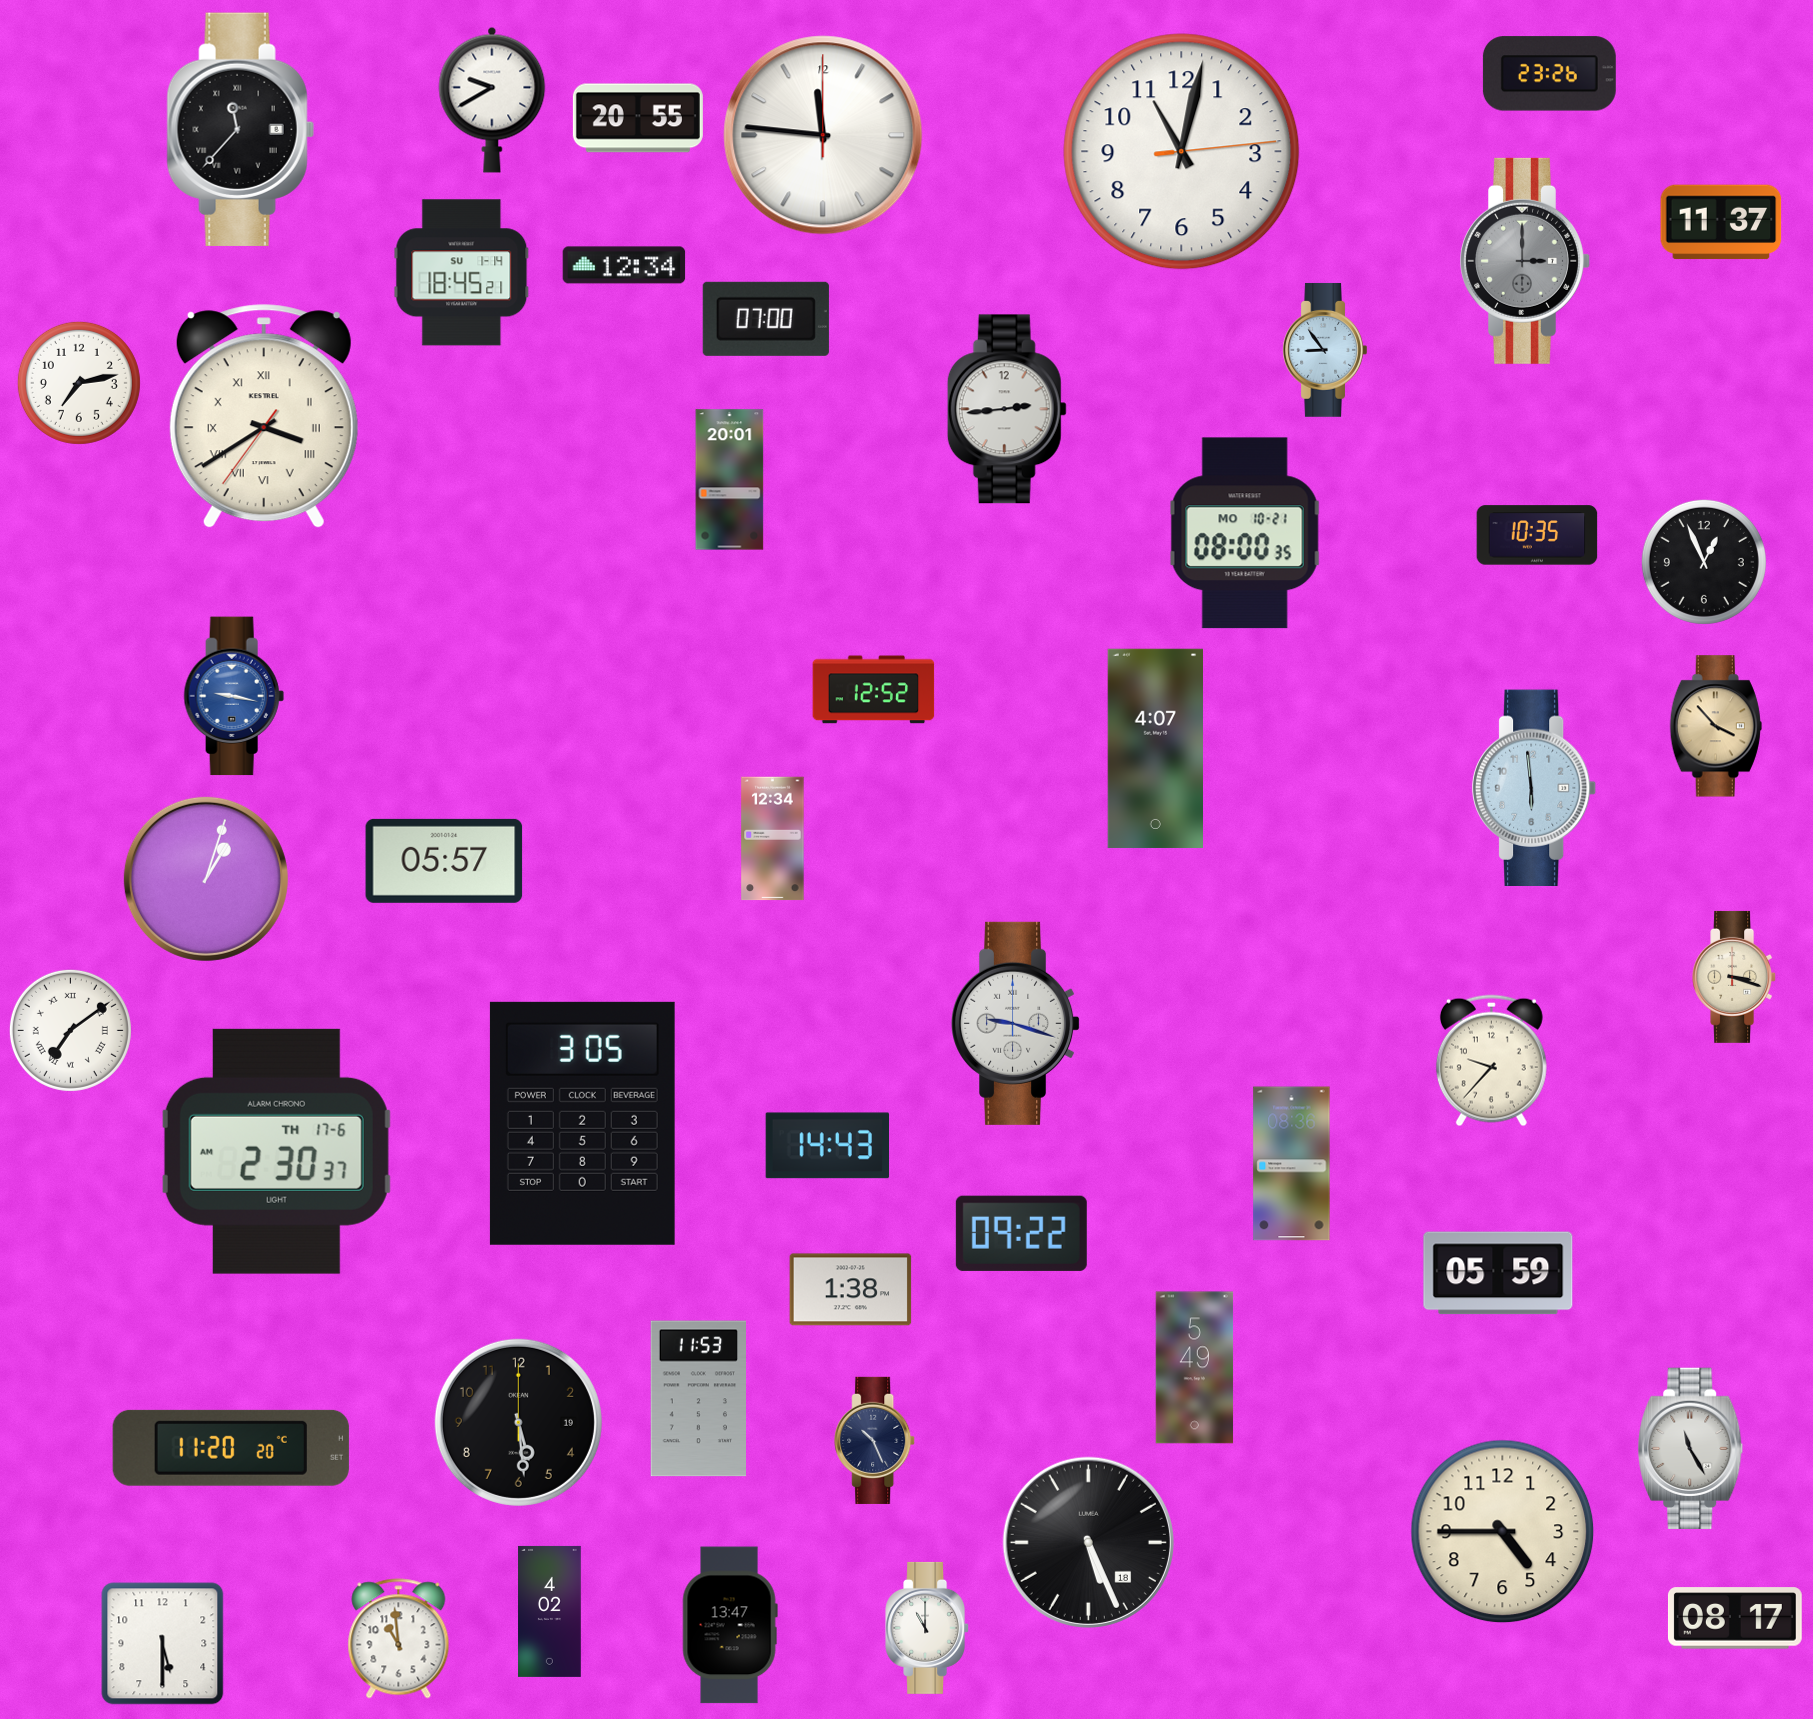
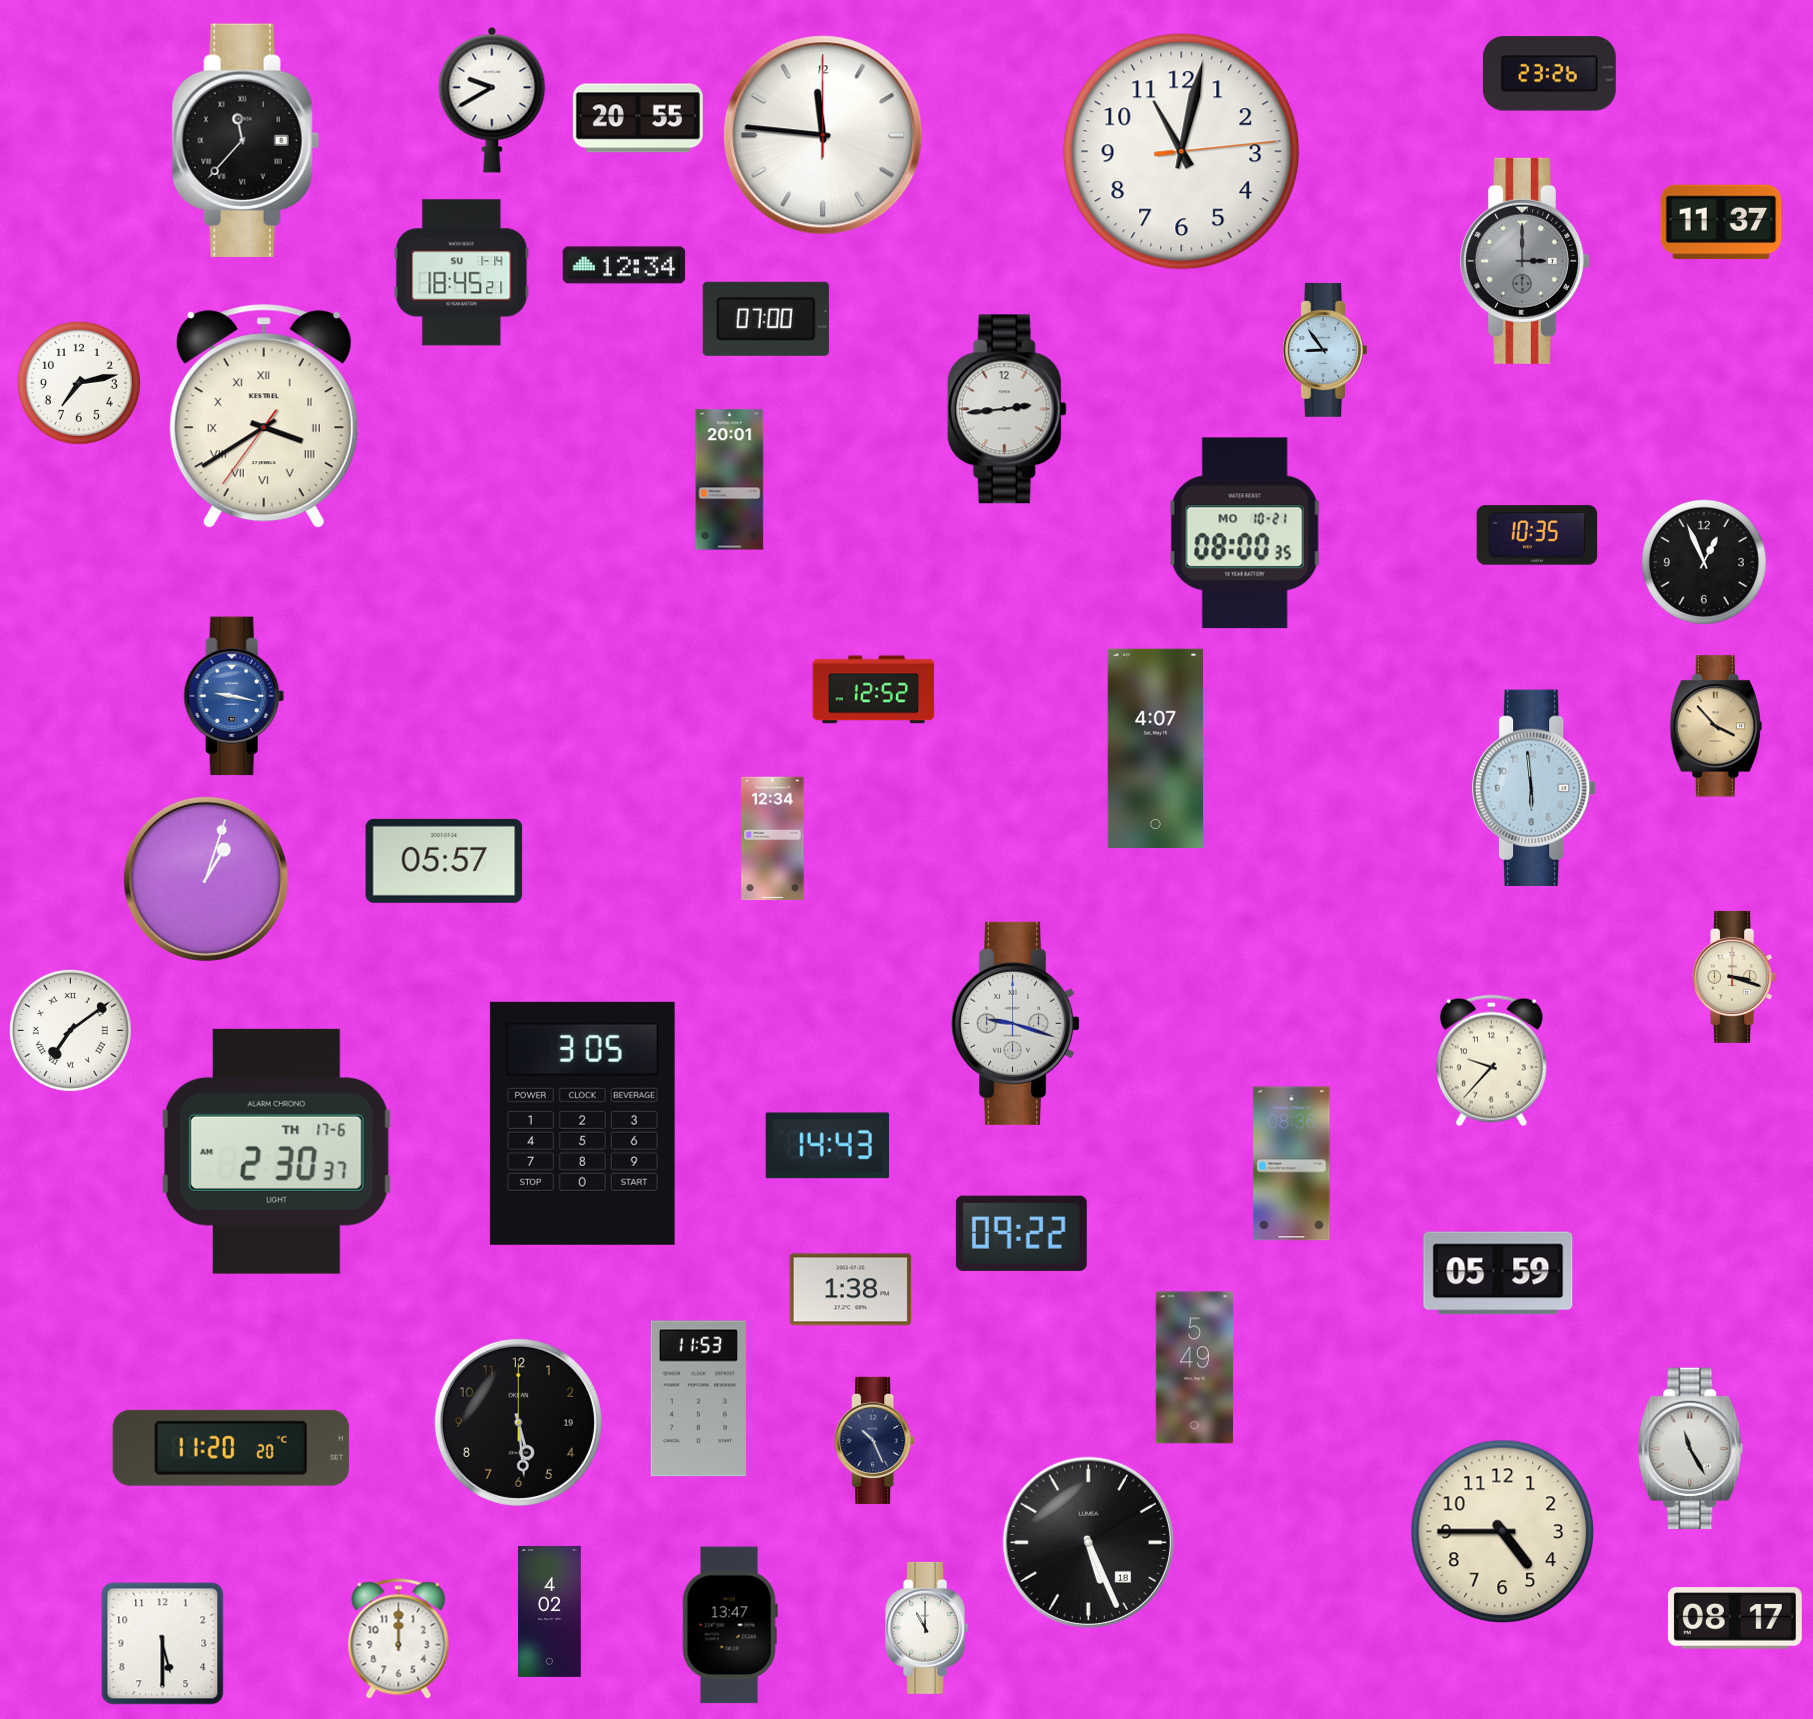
clock at (240, 129) position: (240, 129) -> (245, 140)
clock at (399, 1639): 10:59 -> 12:00
